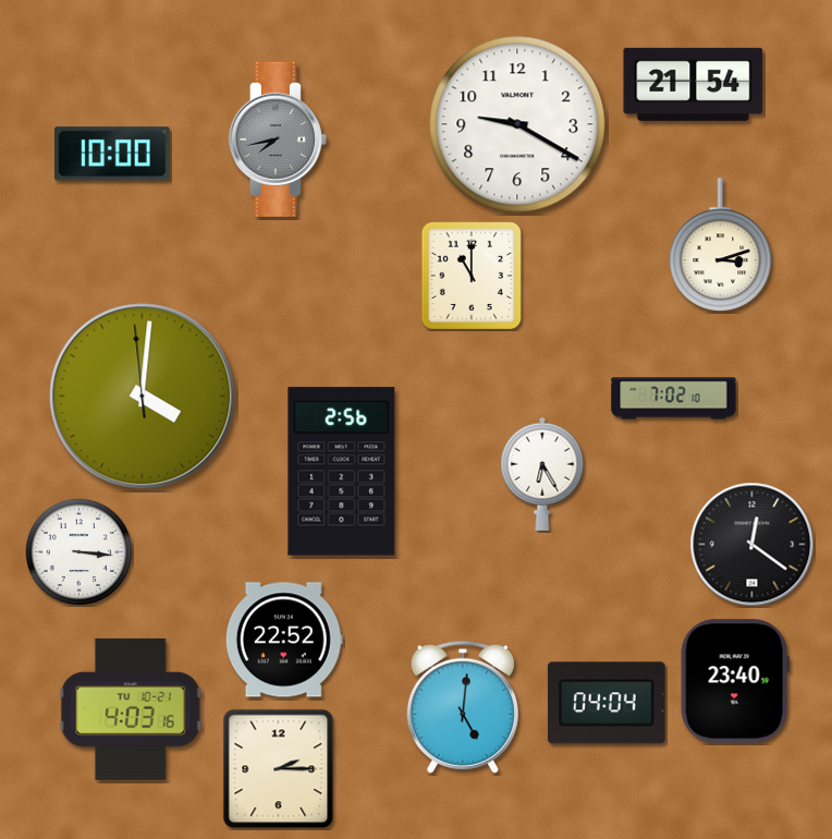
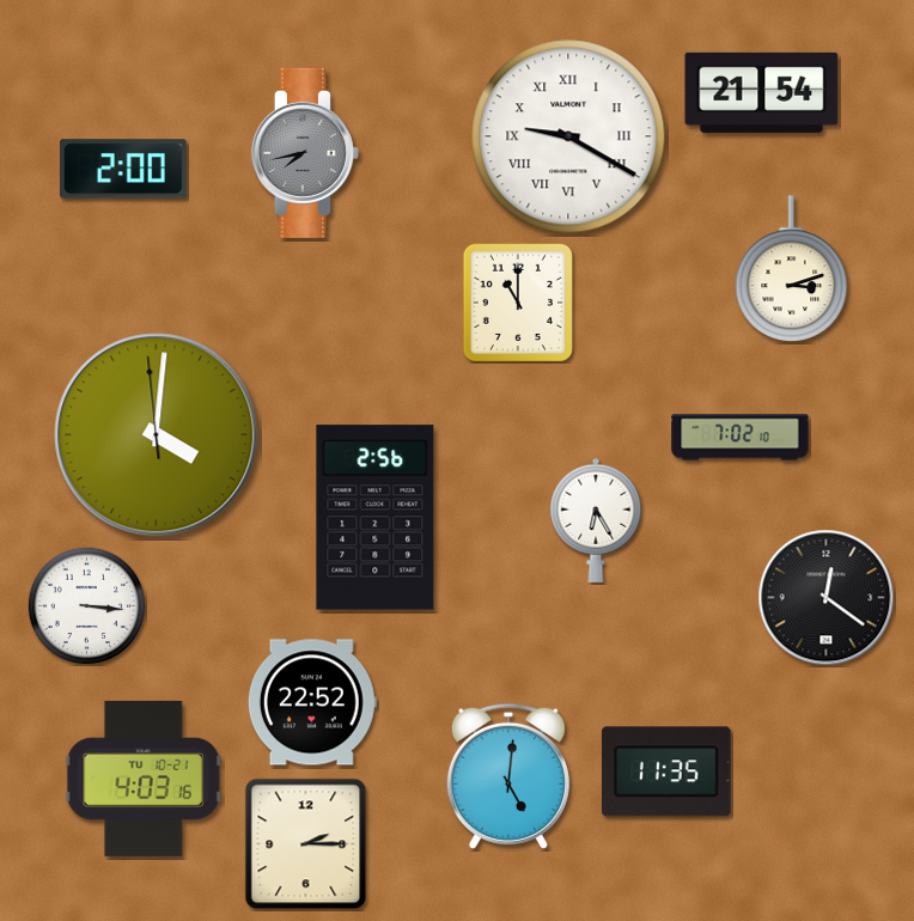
clock at (517, 124) numerals: Arabic -> Roman
clock at (112, 154): 10:00 -> 2:00
clock at (735, 681): 23:40 -> none
clock at (607, 703): 04:04 -> 11:35
